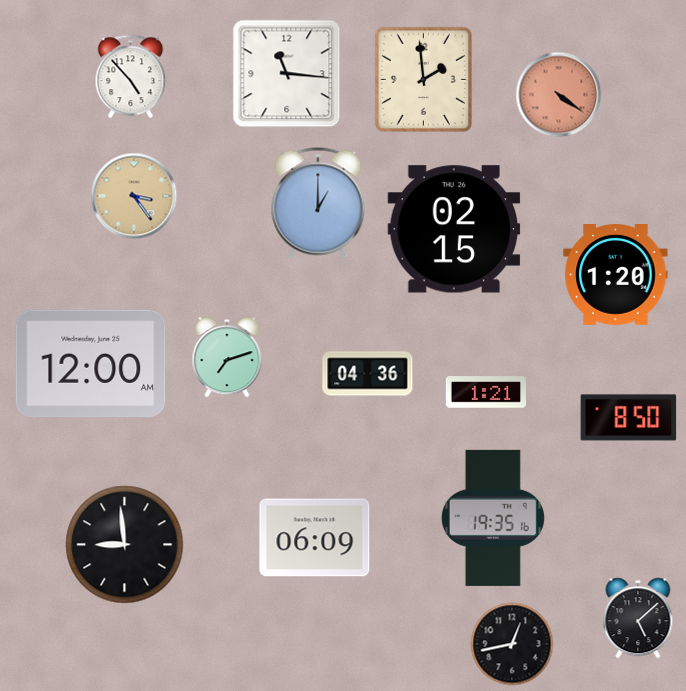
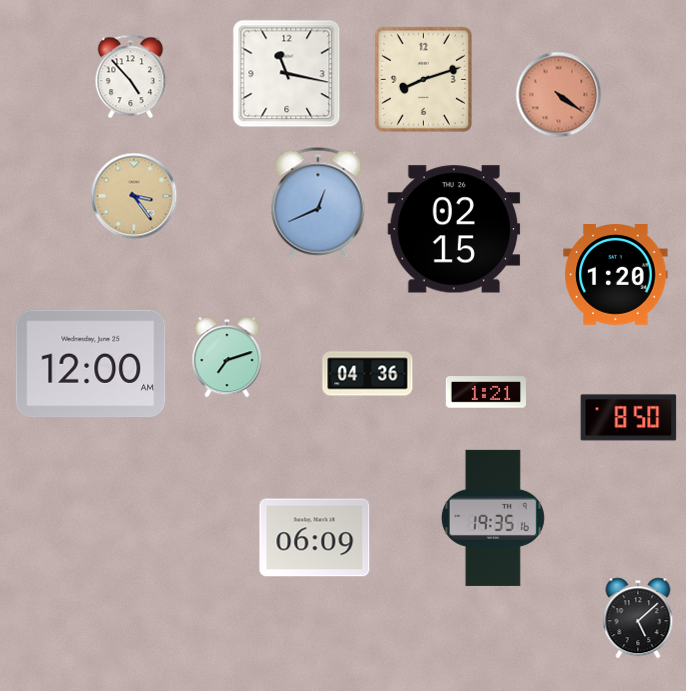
clock at (287, 74): 11:16 -> 11:17
clock at (423, 79): 1:59 -> 8:12
clock at (318, 203): 1:00 -> 12:41
clock at (125, 545): 8:59 -> none
clock at (512, 644): 12:43 -> none
